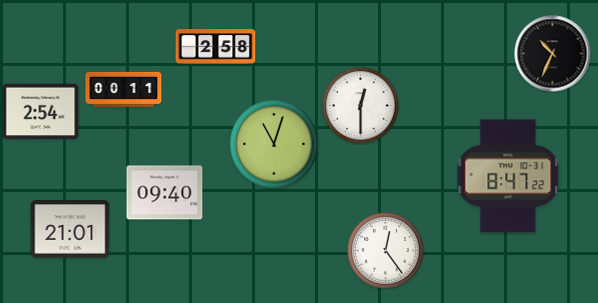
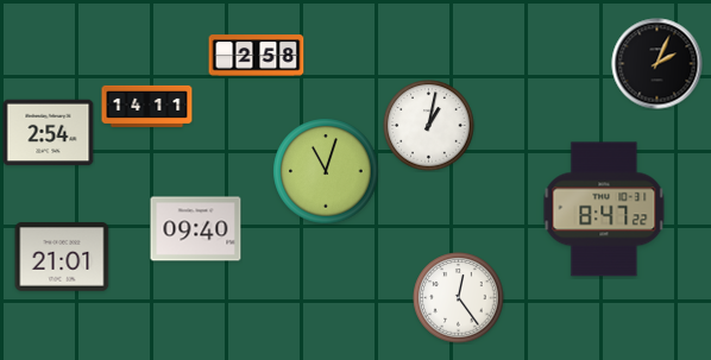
clock at (553, 54): 10:34 -> 2:04
clock at (124, 89): 00:11 -> 14:11
clock at (361, 106): 12:30 -> 1:02
clock at (70, 229) position: (70, 229) -> (62, 257)
